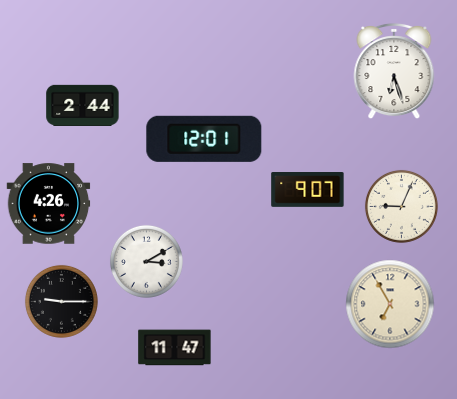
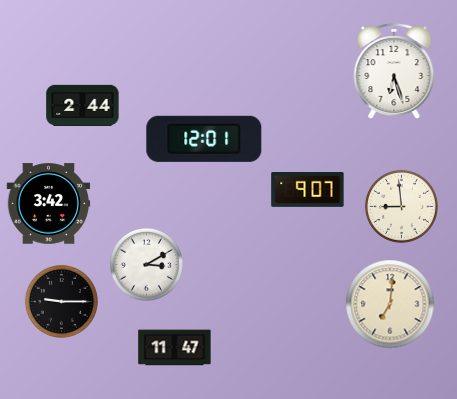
clock at (49, 204): 4:26 -> 3:42
clock at (401, 206): 9:04 -> 8:59
clock at (146, 261) position: (146, 261) -> (146, 264)
clock at (390, 304): 6:55 -> 7:01
